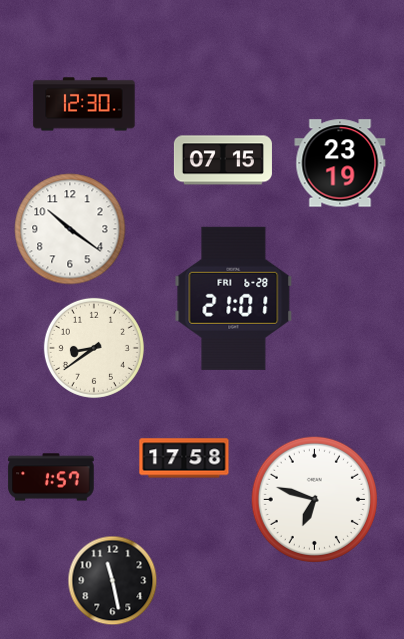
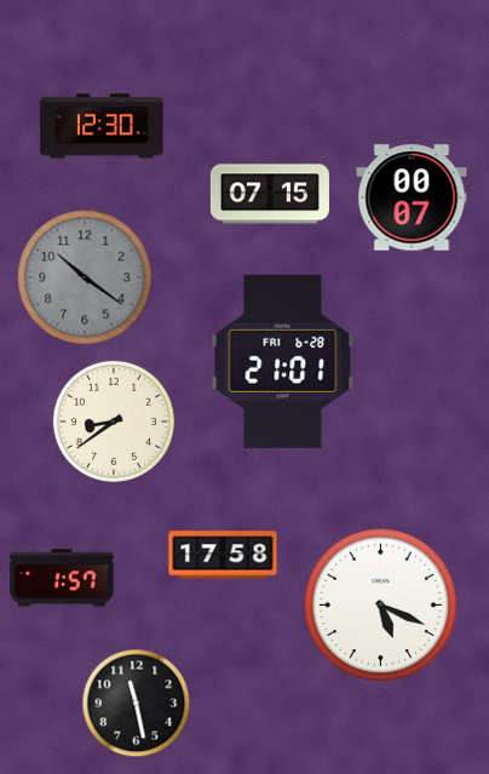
clock at (340, 163): 23:19 -> 00:07
clock at (70, 229) dial: white -> grey
clock at (314, 499): 6:48 -> 5:19
